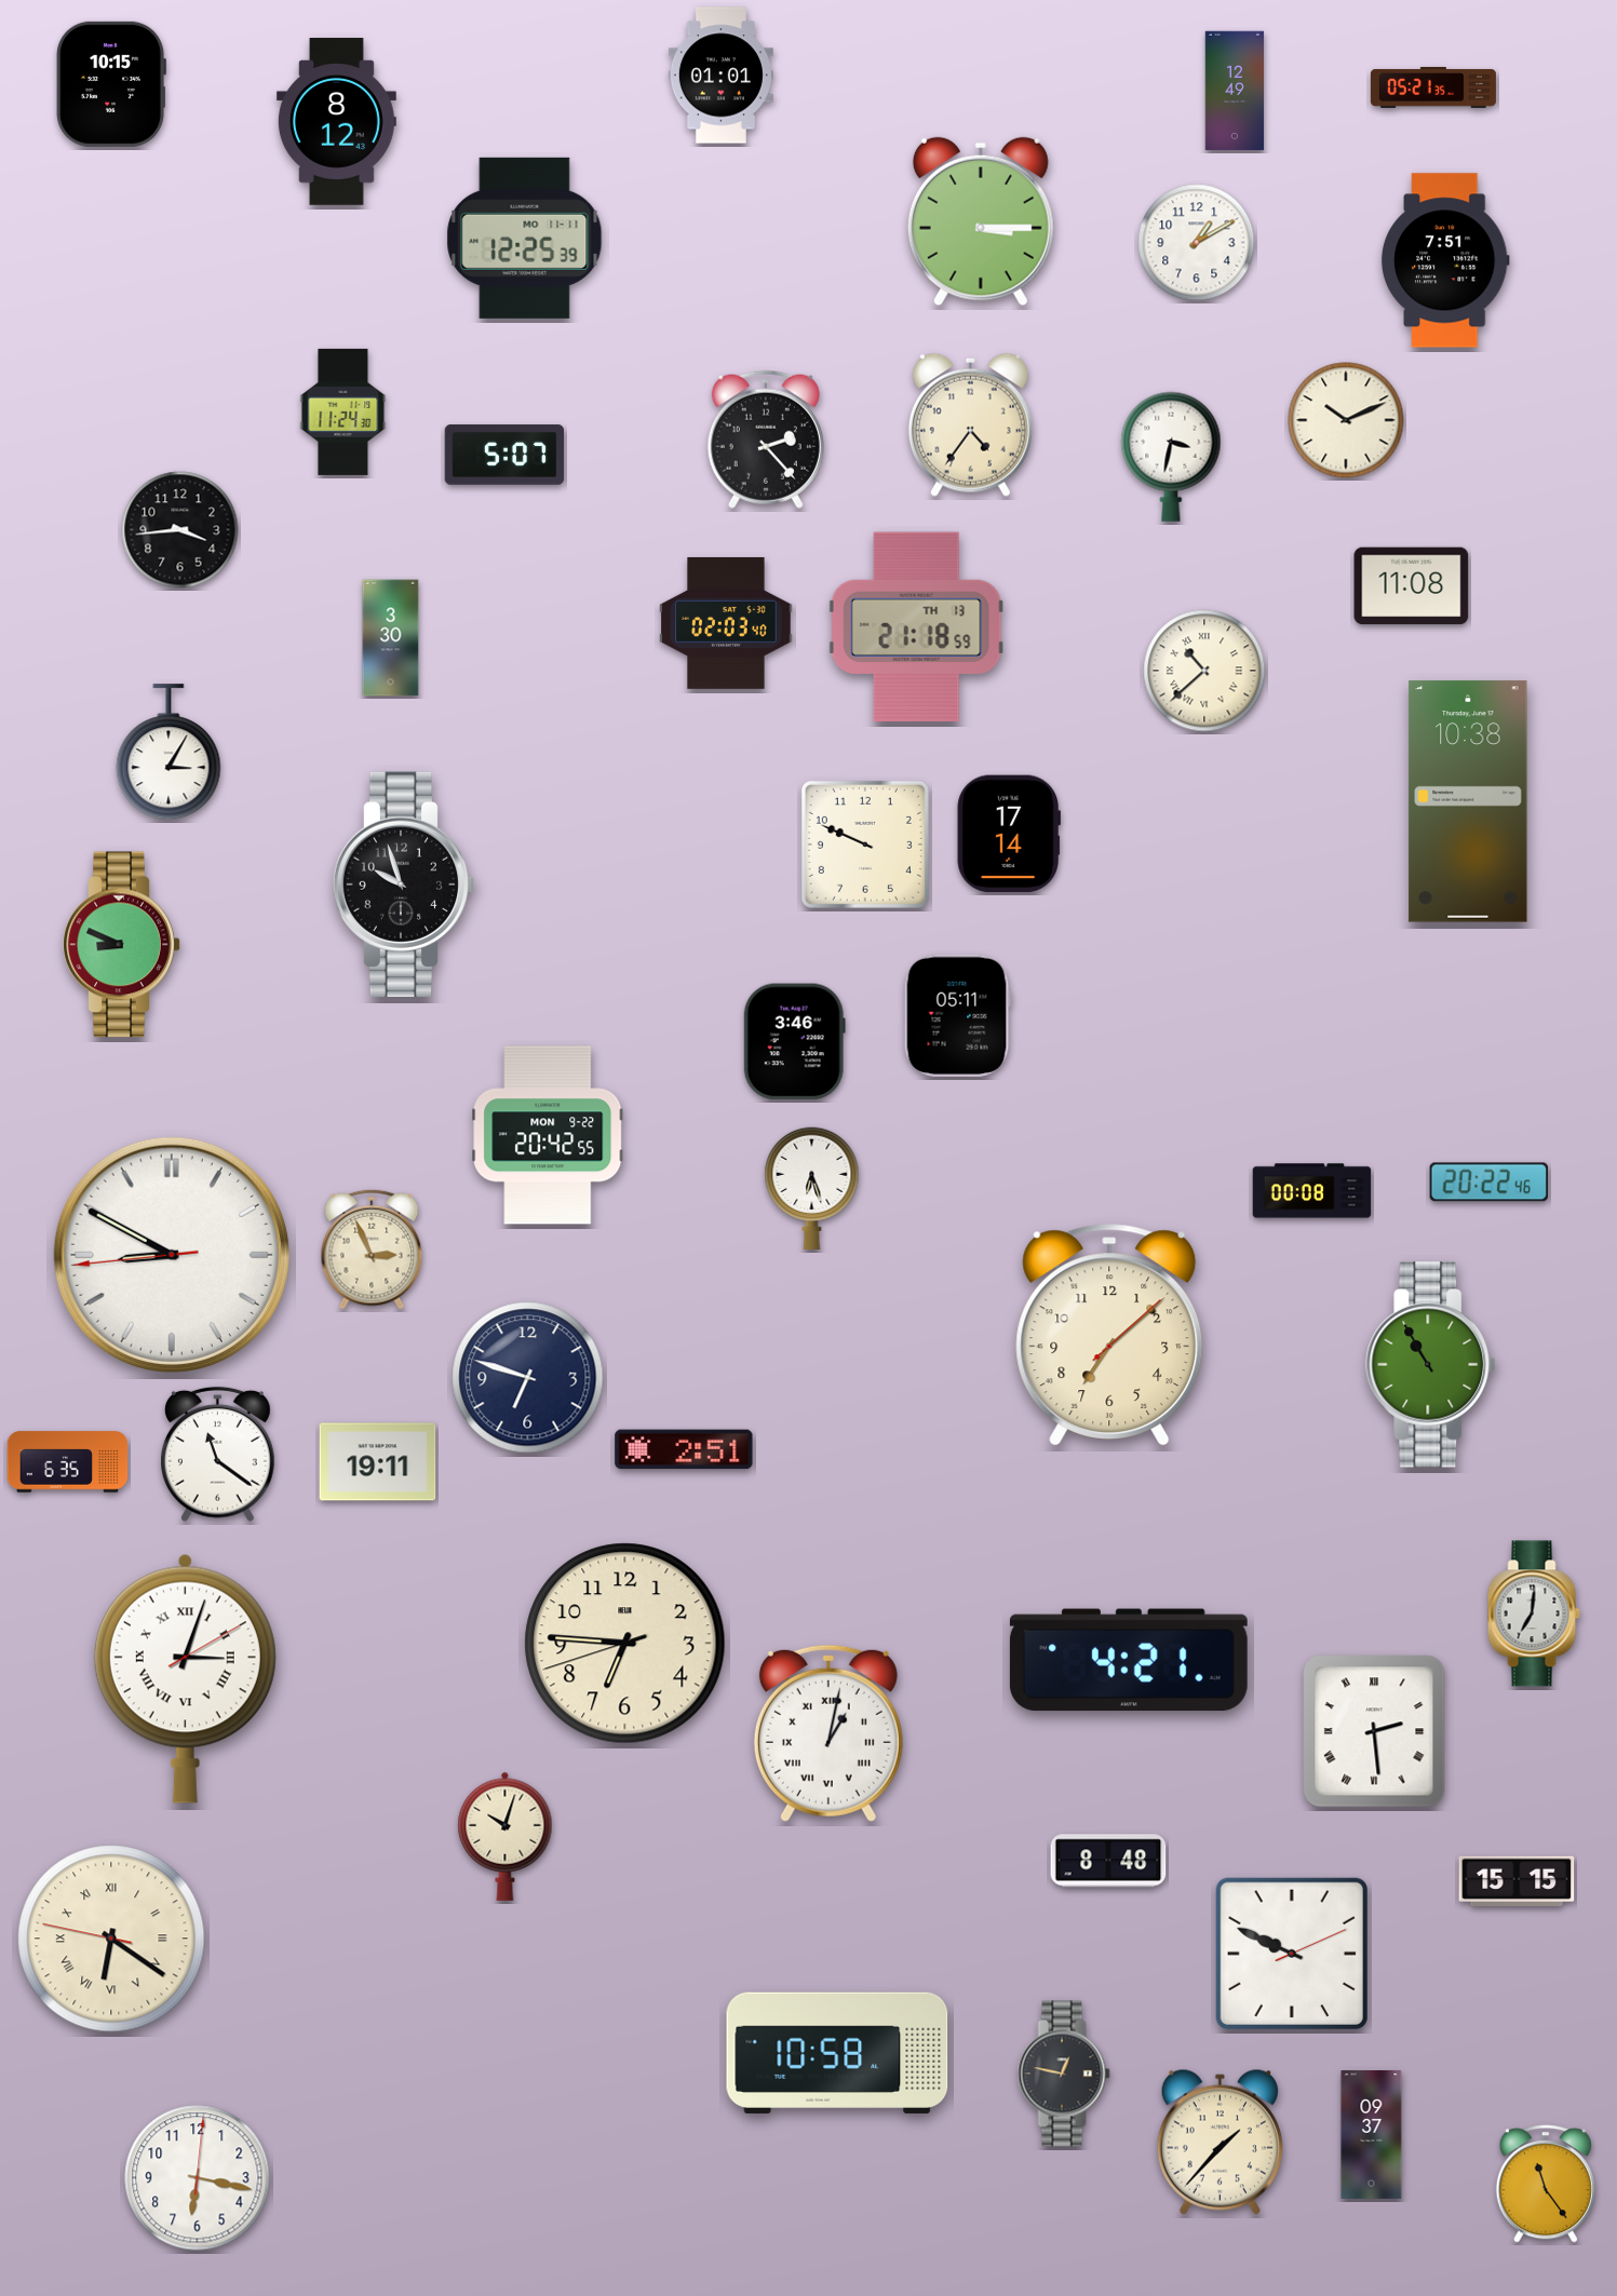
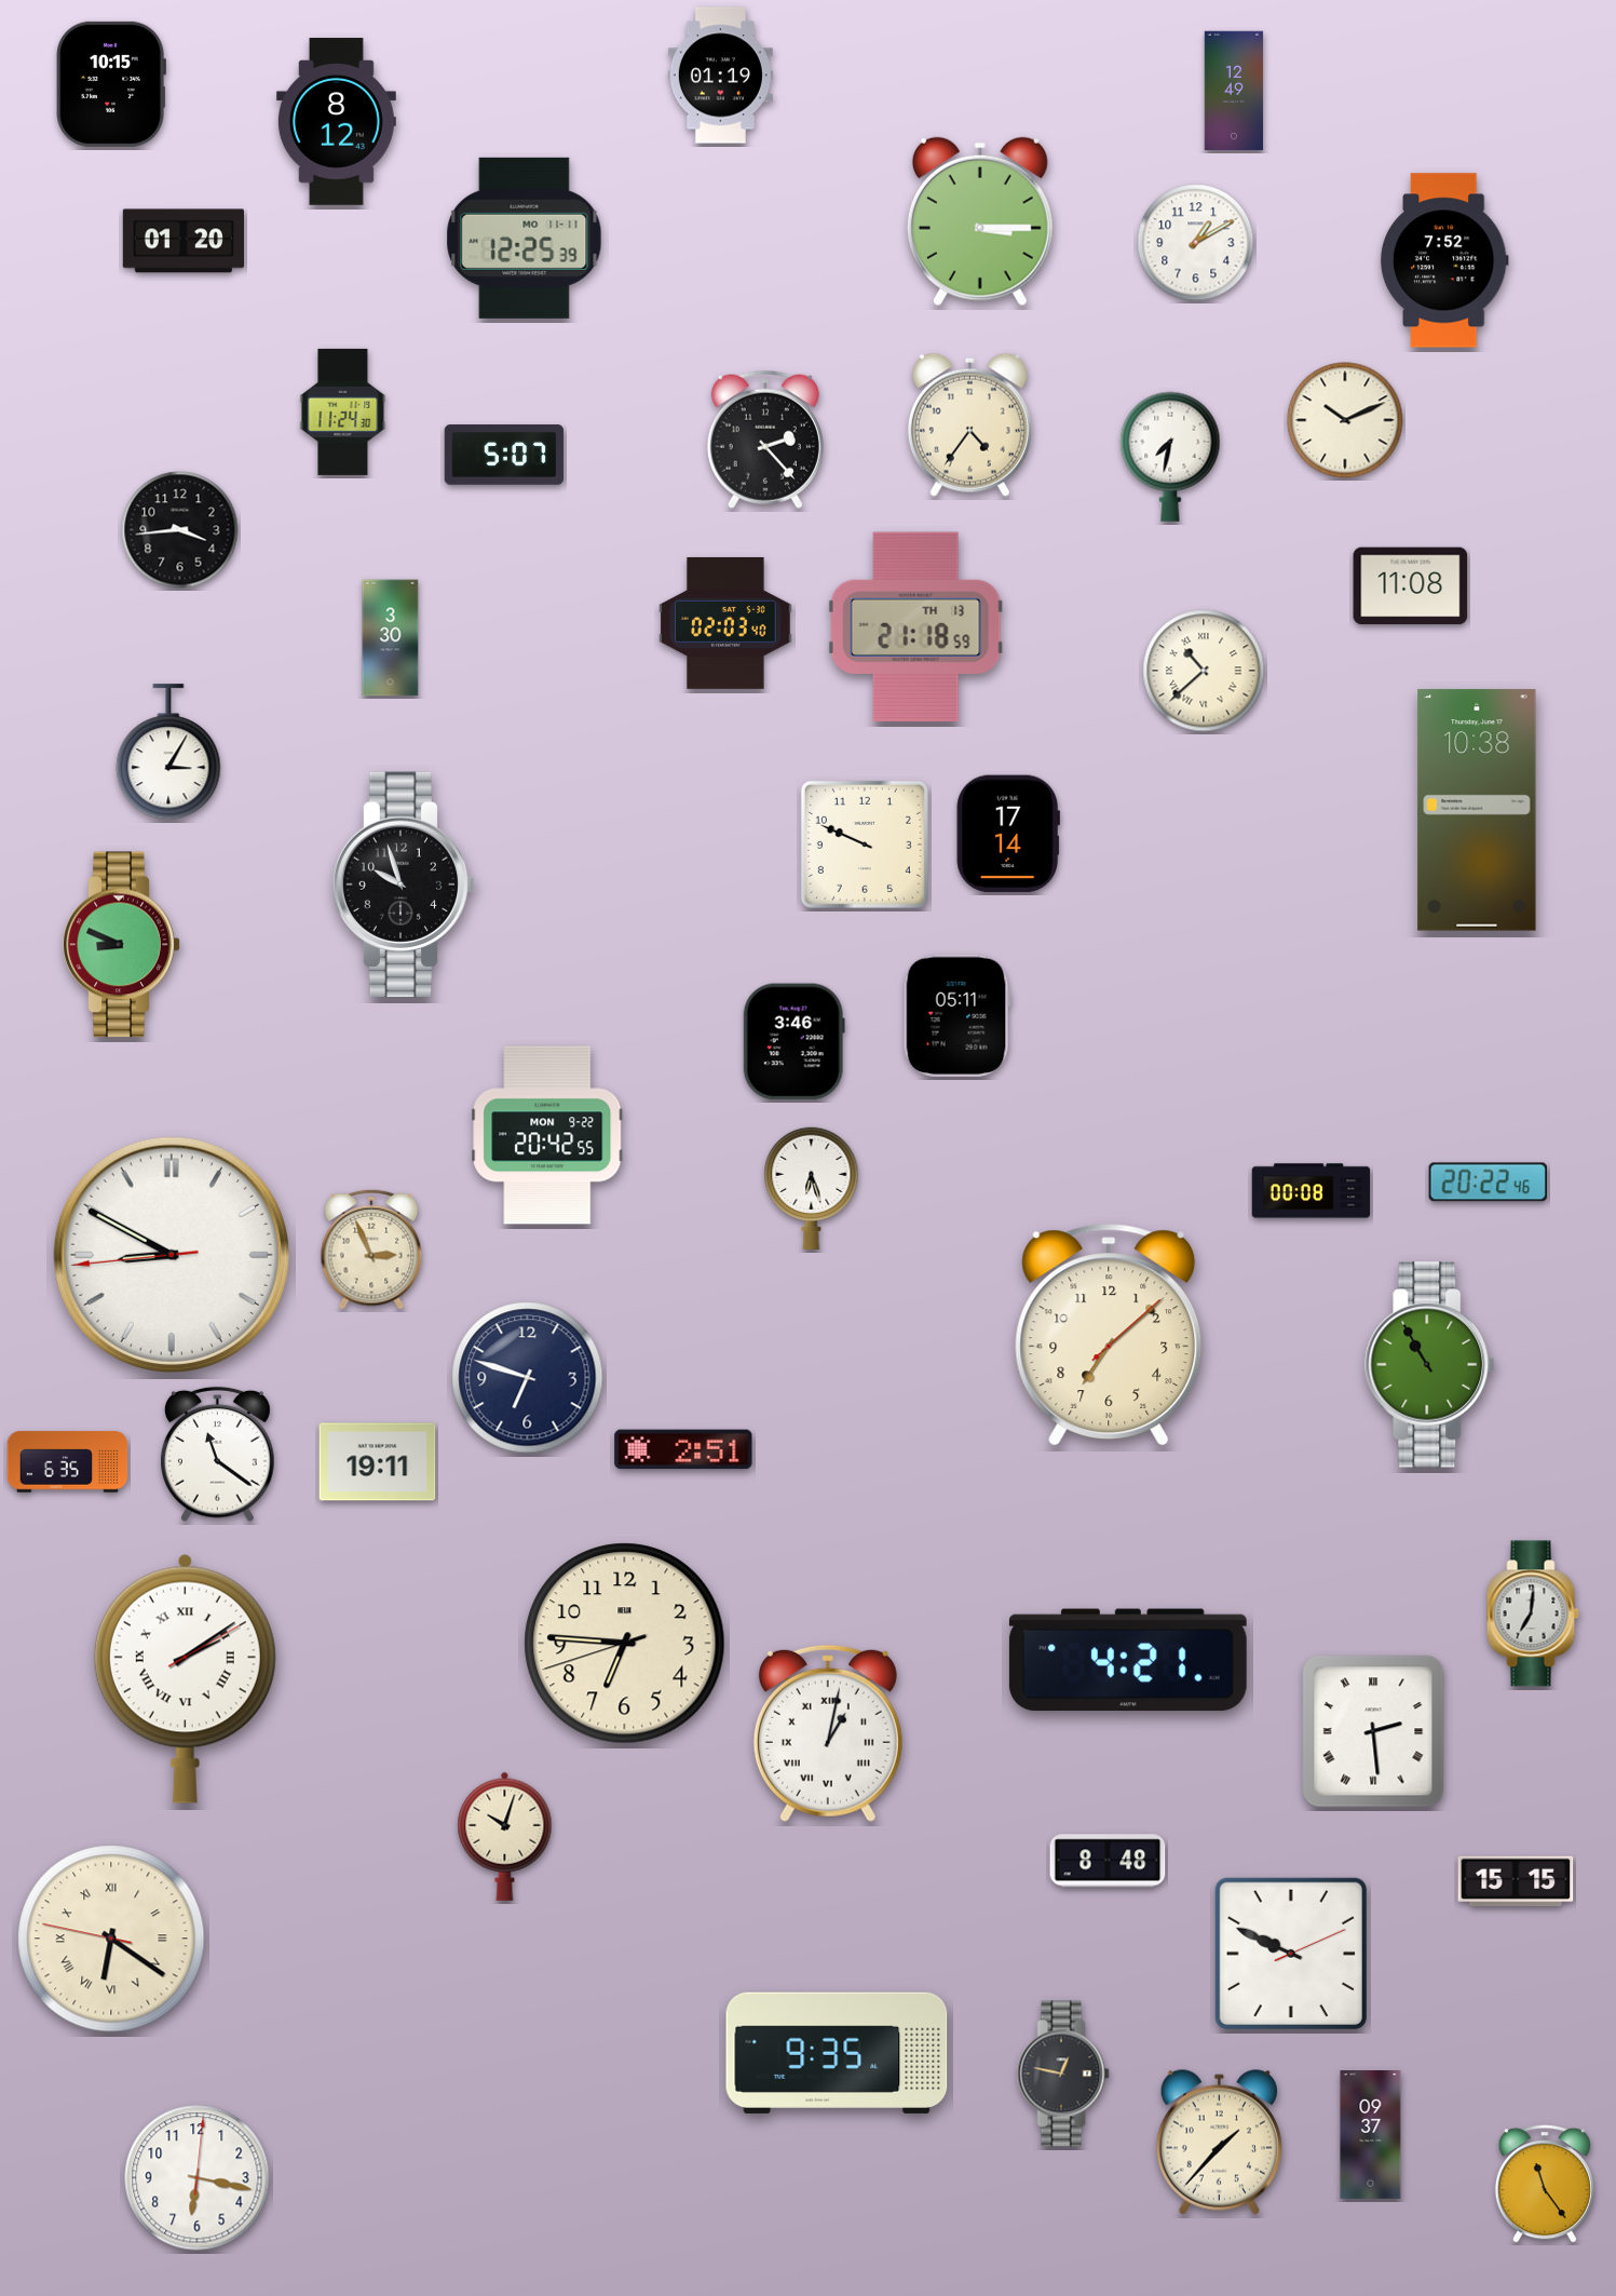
clock at (720, 76): 01:01 -> 01:19
clock at (1433, 87): 05:21 -> none
clock at (182, 241): none -> 01:20
clock at (1445, 260): 7:51 -> 7:52
clock at (1171, 457): 3:32 -> 7:32
clock at (1468, 801) position: (1468, 801) -> (1477, 810)
clock at (185, 1678): 3:03 -> 2:09
clock at (837, 2053): 10:58 -> 9:35
